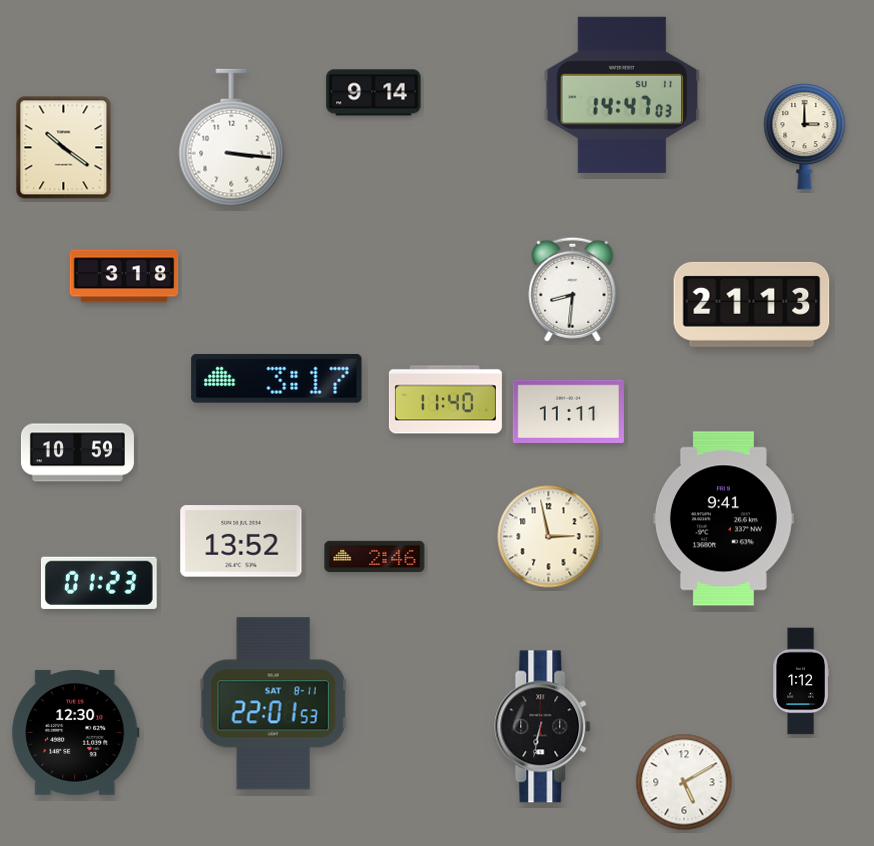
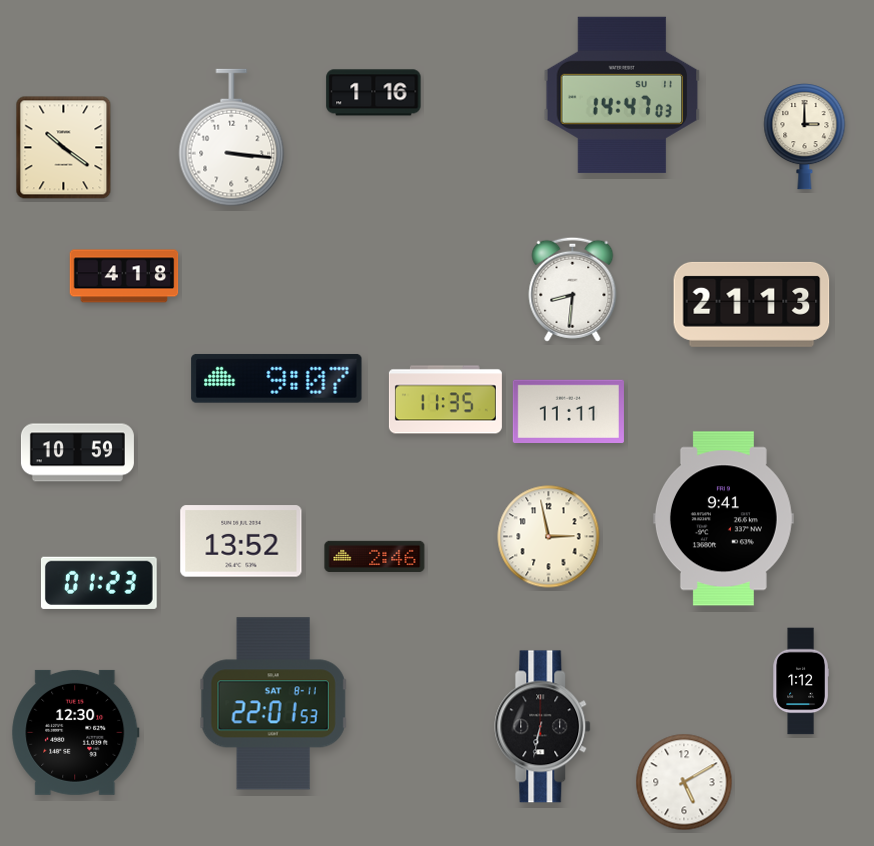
clock at (374, 93): 9:14 -> 1:16
clock at (124, 276): 3:18 -> 4:18
clock at (277, 378): 3:17 -> 9:07
clock at (445, 400): 11:40 -> 11:35
